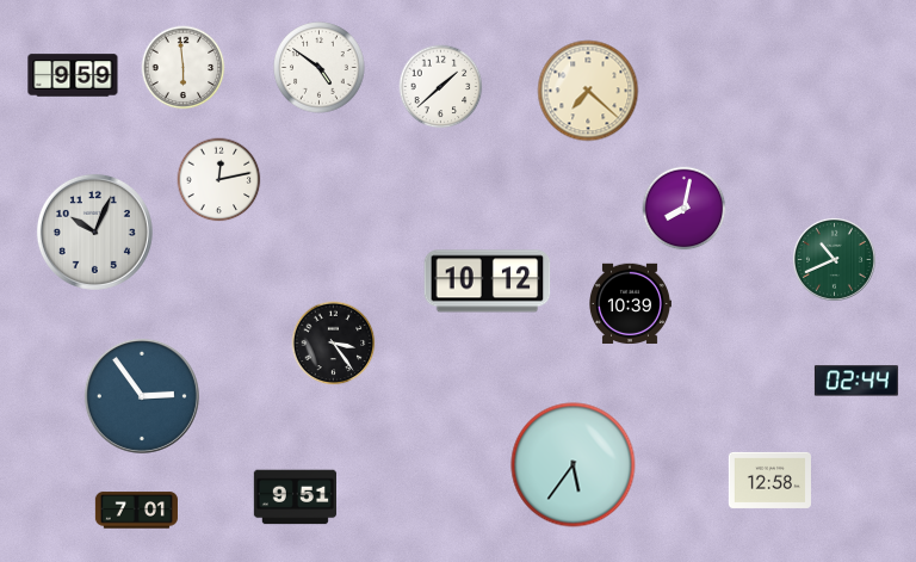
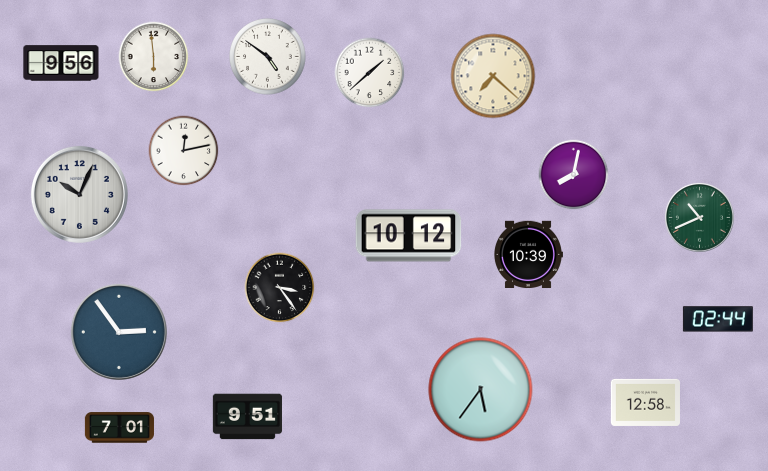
clock at (73, 75): 9:59 -> 9:56
clock at (136, 511) position: (136, 511) -> (119, 428)
